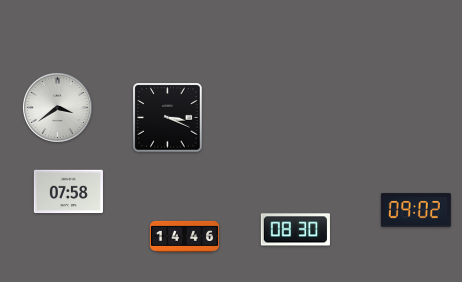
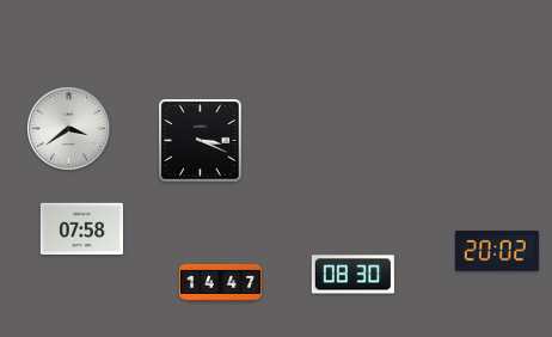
clock at (416, 210): 09:02 -> 20:02
clock at (184, 236): 14:46 -> 14:47
